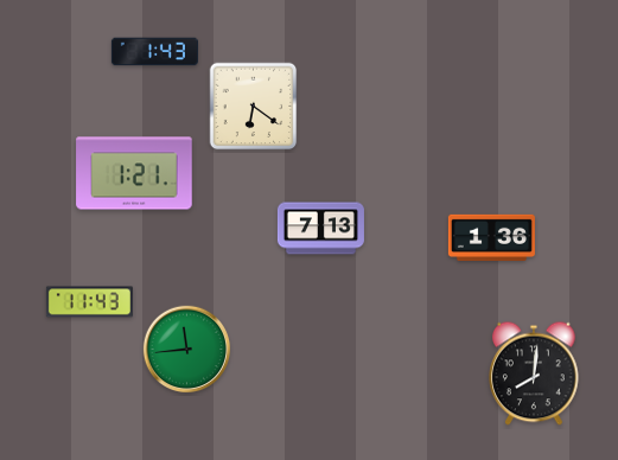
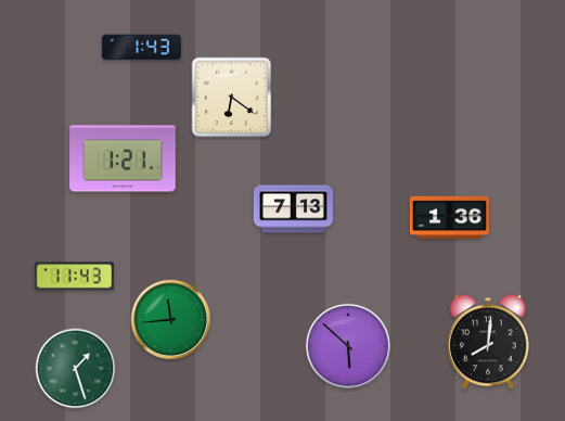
clock at (89, 302) position: (89, 302) -> (74, 277)
clock at (347, 345): none -> 5:52
clock at (76, 369): none -> 1:27
